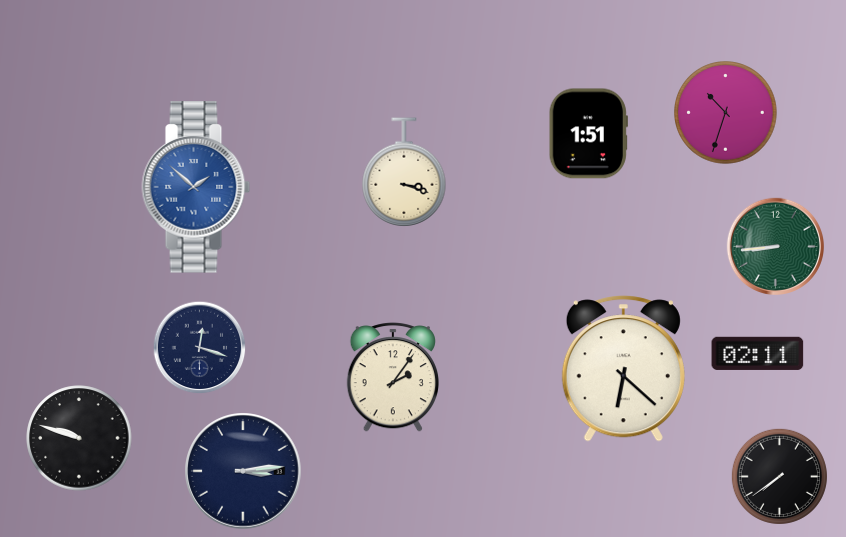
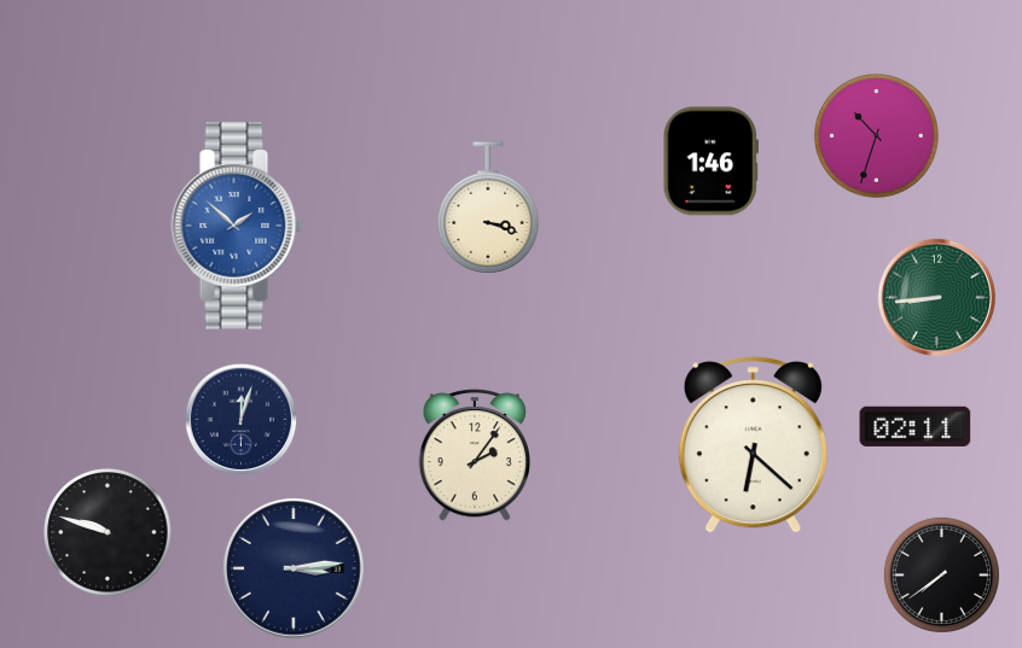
clock at (588, 134): 1:51 -> 1:46
clock at (200, 348): 12:18 -> 12:03
clock at (79, 438) position: (79, 438) -> (108, 532)
